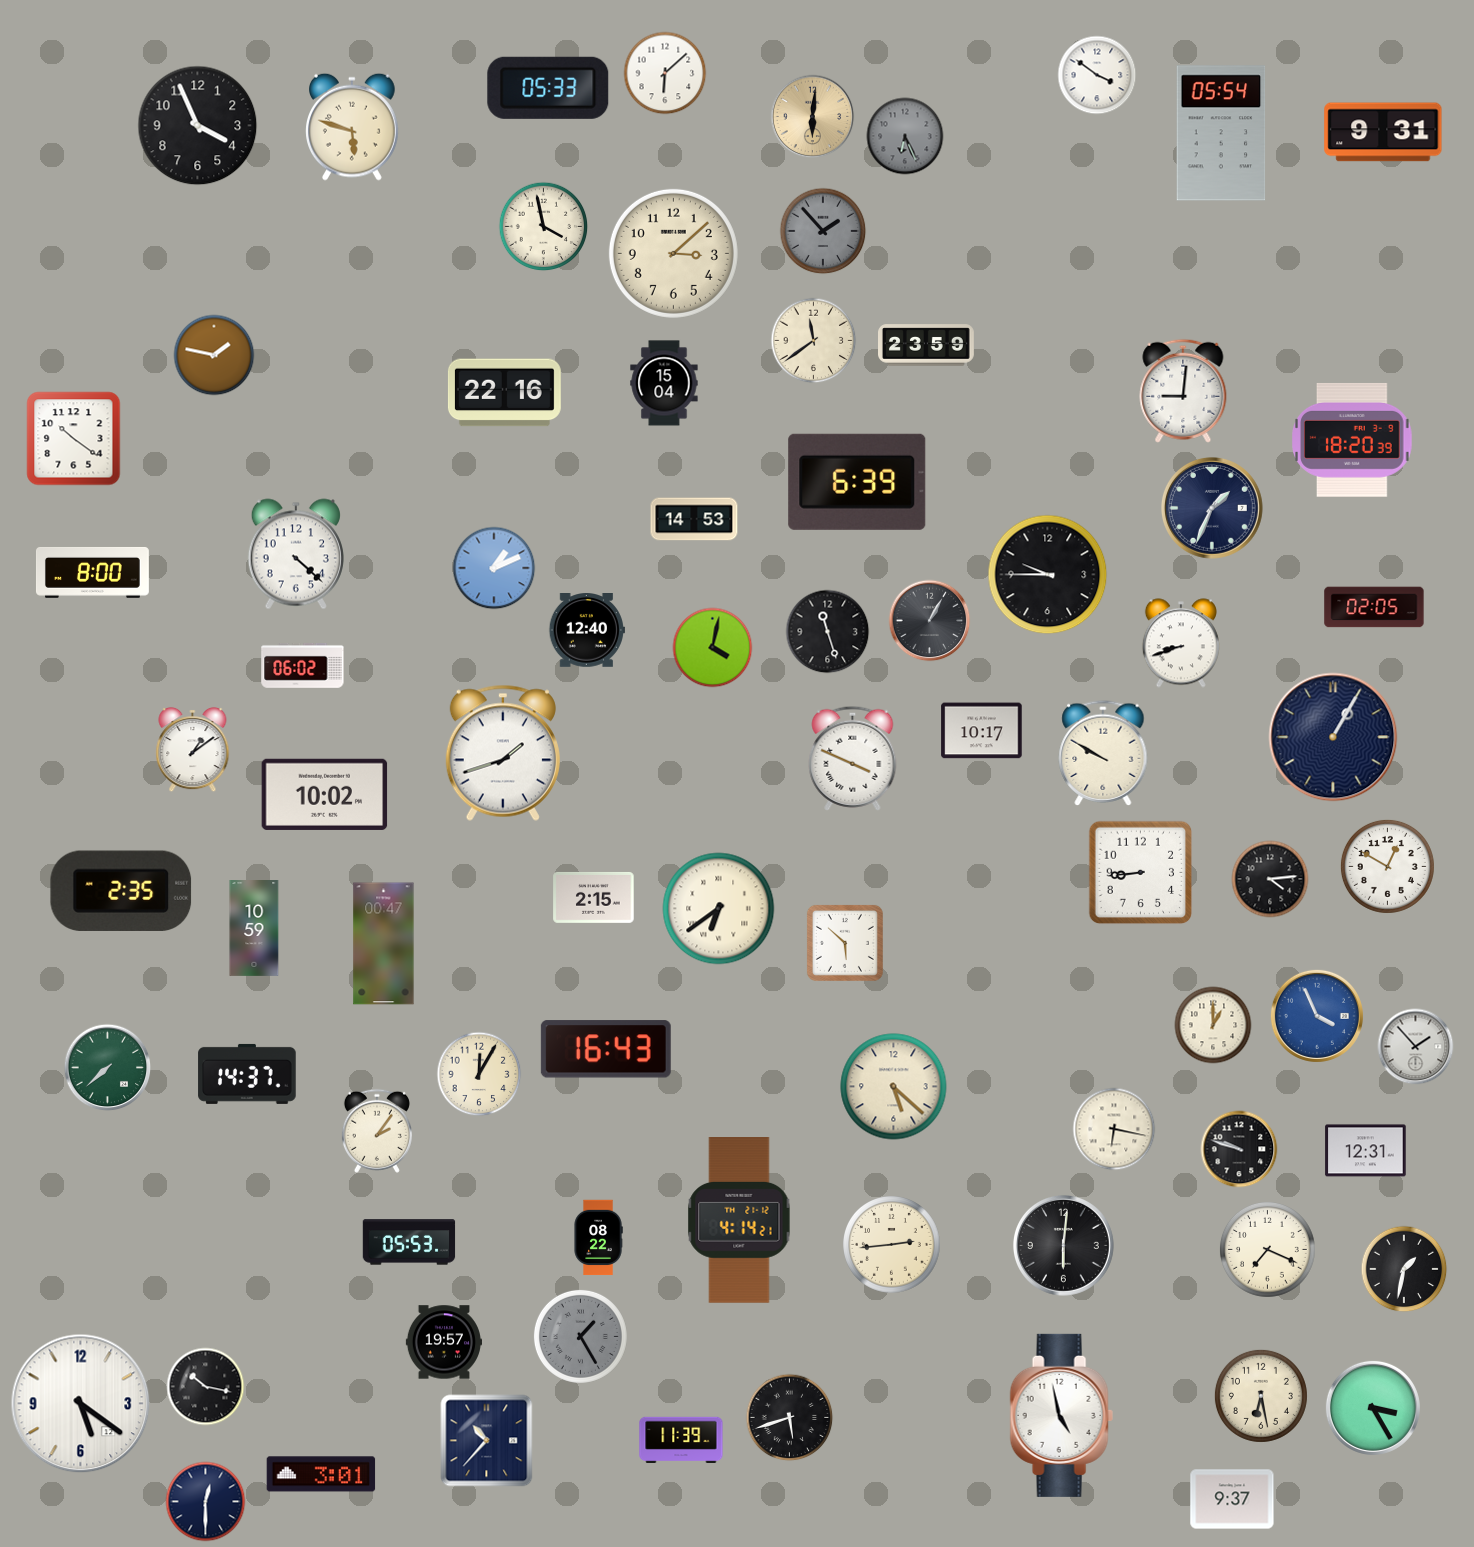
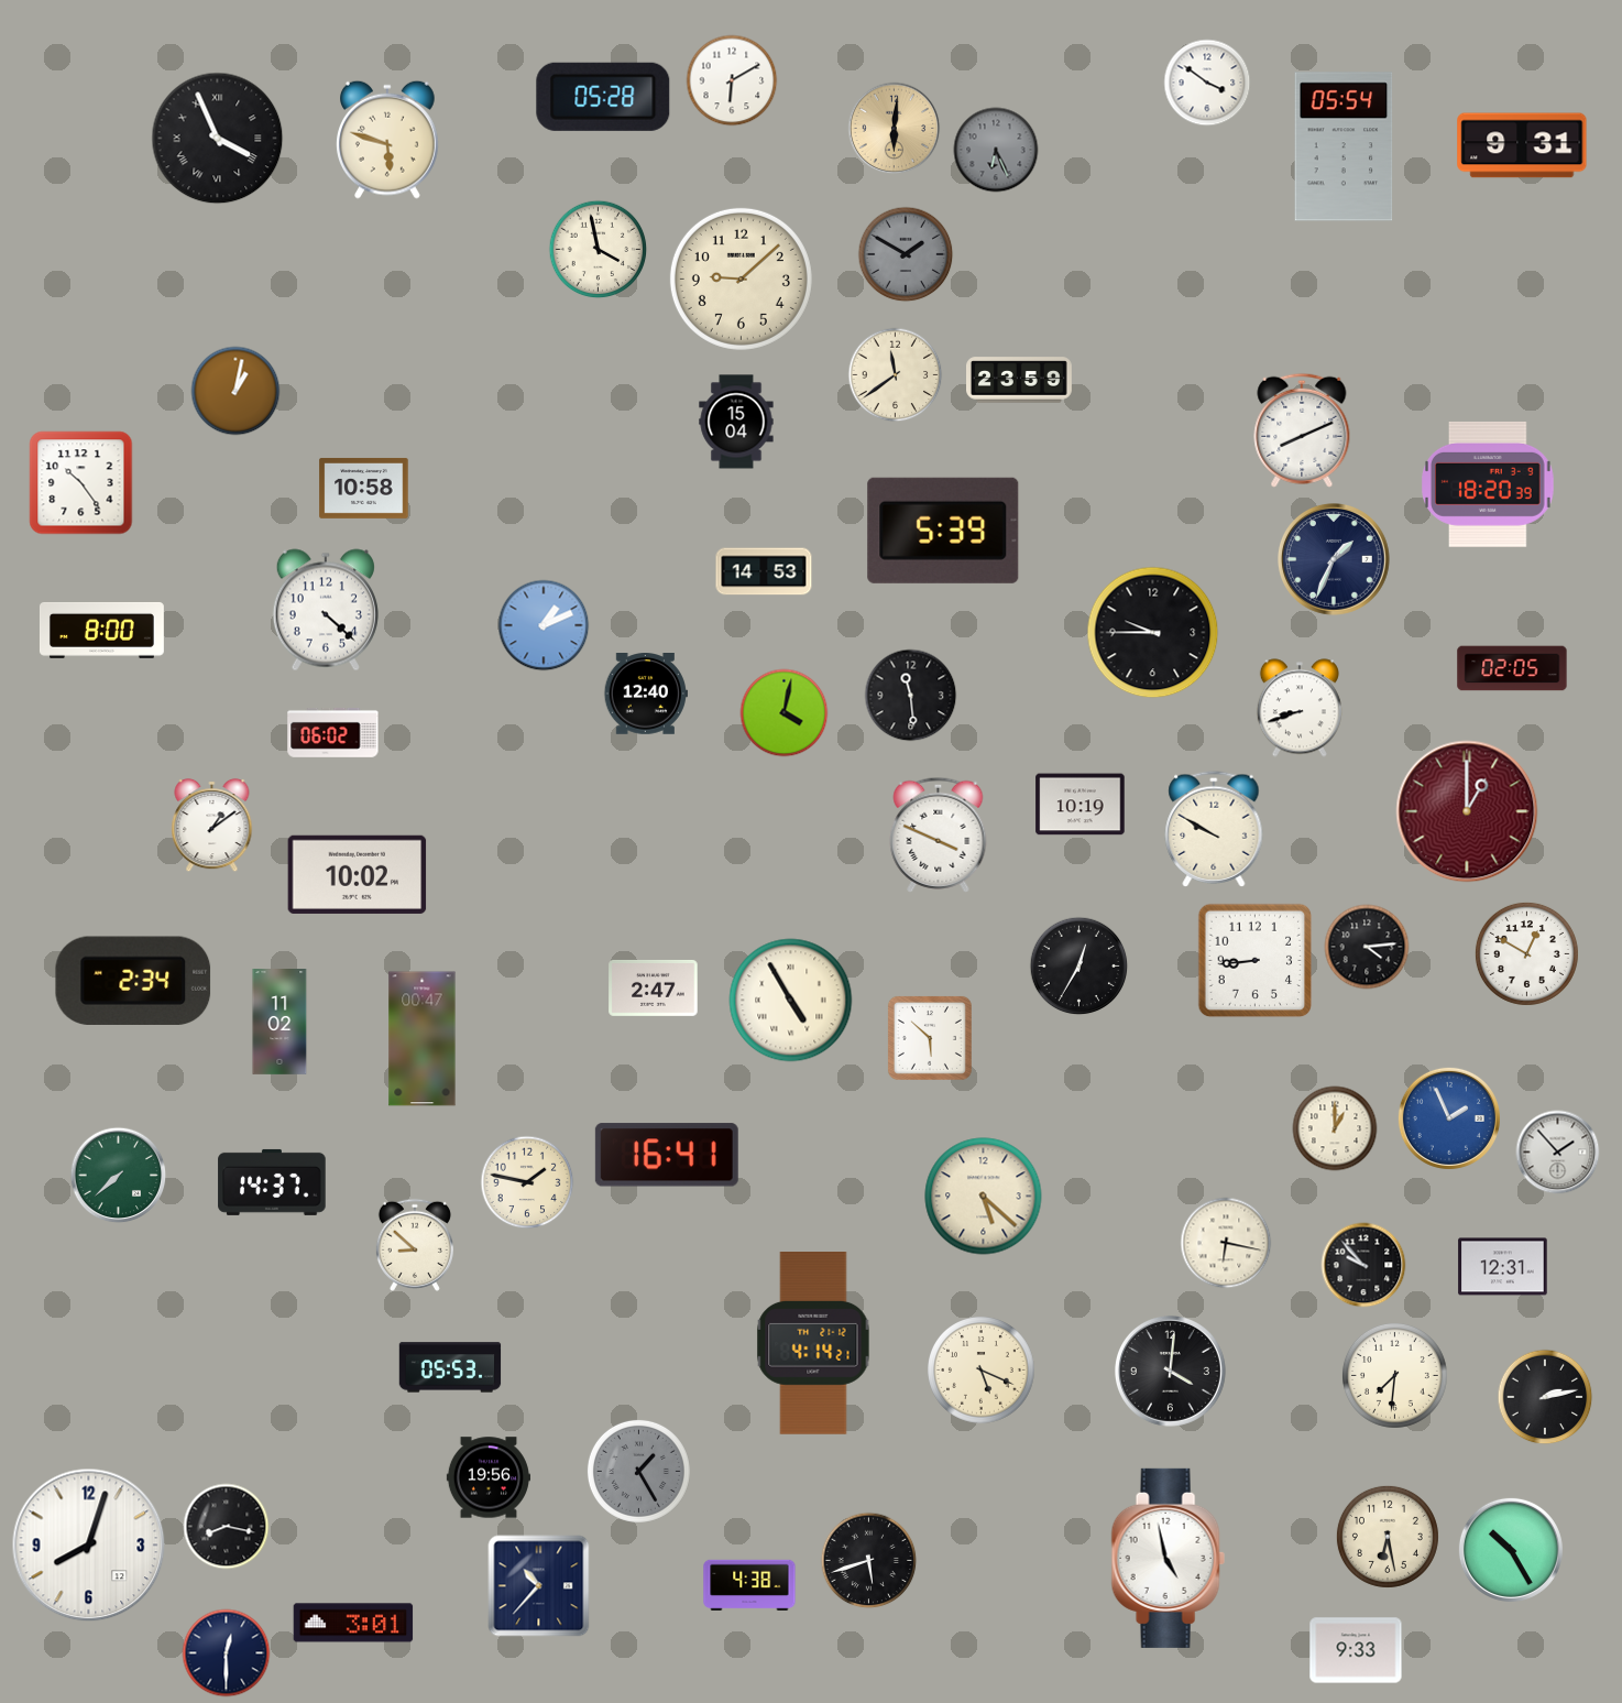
clock at (665, 73): 6:08 -> 6:10
clock at (548, 88): 05:33 -> 05:28
clock at (198, 126) numerals: Arabic -> Roman
clock at (823, 231): 1:53 -> 1:50
clock at (673, 253): 3:08 -> 9:08
clock at (214, 355): 1:47 -> 1:02
clock at (664, 383) position: (664, 383) -> (736, 422)
clock at (1183, 391): 9:01 -> 8:11
clock at (504, 393): 22:16 -> none
clock at (74, 439): 10:21 -> 10:24
clock at (364, 488): none -> 10:58
clock at (857, 482): 6:39 -> 5:39
clock at (930, 621): 1:05 -> none
clock at (828, 632): 11:27 -> 11:29
clock at (982, 731): 10:17 -> 10:19
clock at (1333, 737): 1:05 -> 1:00
clock at (1333, 737) dial: navy -> burgundy
clock at (503, 753): 1:42 -> none
clock at (1079, 967): none -> 12:35
clock at (1270, 879) position: (1270, 879) -> (1367, 947)
clock at (121, 891): 2:35 -> 2:34
clock at (594, 897): 2:15 -> 2:47
clock at (719, 909): 6:39 -> 4:55
clock at (254, 929): 10:59 -> 11:02
clock at (1317, 1016): 3:56 -> 1:56
clock at (606, 1049): 16:43 -> 16:41
clock at (479, 1074): 12:05 -> 1:47
clock at (377, 1131): 2:06 -> 8:52
clock at (1239, 1149): 9:48 -> 9:53
clock at (598, 1238): 08:22 -> none
clock at (892, 1245): 2:44 -> 5:19
clock at (1063, 1245): 6:01 -> 4:01
clock at (1267, 1249): 7:19 -> 7:31
clock at (1404, 1269): 1:32 -> 2:13
clock at (443, 1342): 19:57 -> 19:56
clock at (206, 1387): 10:17 -> 8:17
clock at (81, 1404): 5:21 -> 8:03
clock at (1373, 1408): 3:25 -> 10:25
clock at (681, 1439): 11:39 -> 4:38
clock at (487, 1441) position: (487, 1441) -> (539, 1586)
clock at (1232, 1499): 9:37 -> 9:33
